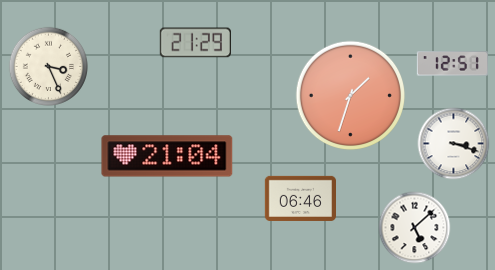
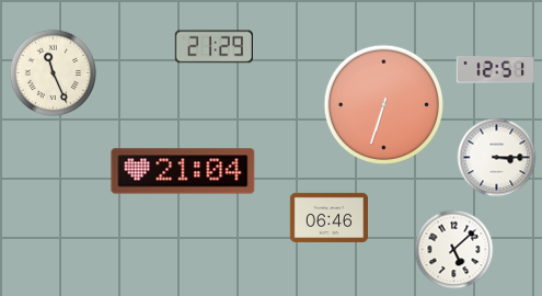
clock at (48, 66): 3:26 -> 11:26
clock at (351, 96): 1:33 -> 6:33
clock at (454, 144): 3:18 -> 3:15
